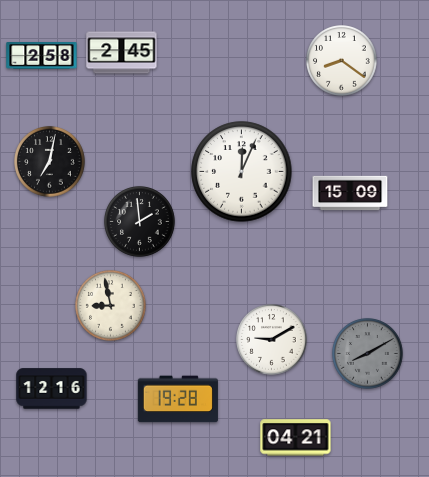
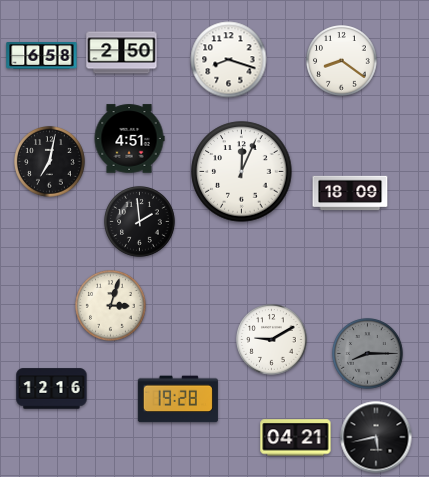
clock at (122, 53): 2:45 -> 2:50
clock at (42, 56): 2:58 -> 6:58
clock at (229, 60): none -> 8:18
clock at (129, 139): none -> 4:51
clock at (350, 193): 15:09 -> 18:09
clock at (111, 306): 8:58 -> 3:03
clock at (368, 354): 8:10 -> 8:15
clock at (376, 437): none -> 5:43
